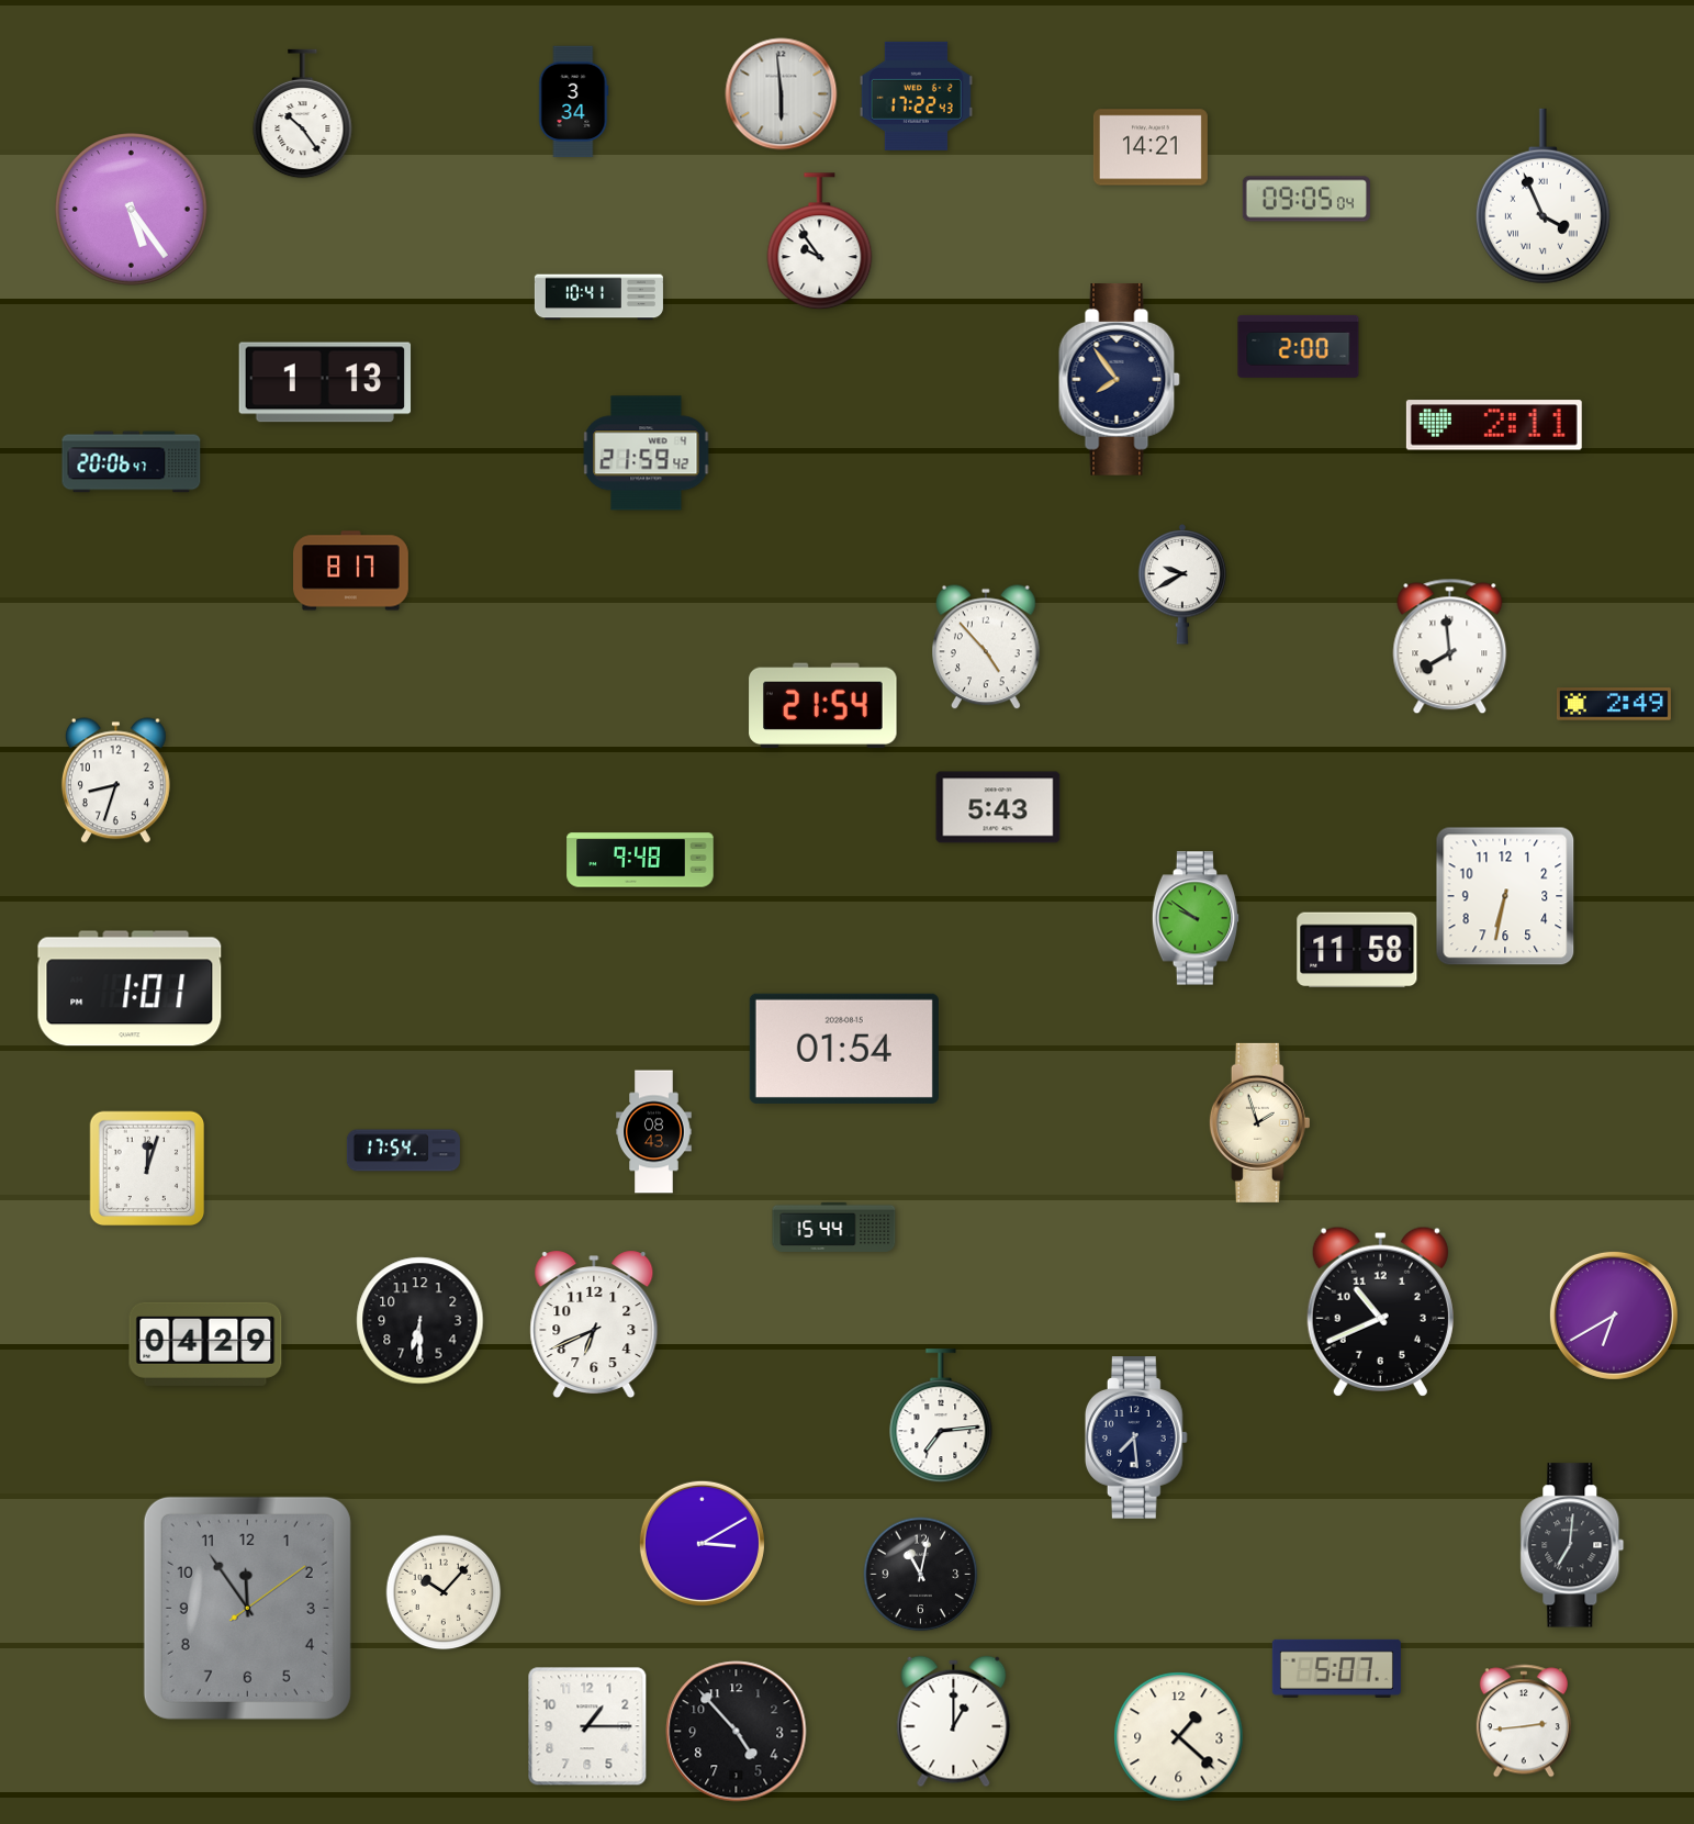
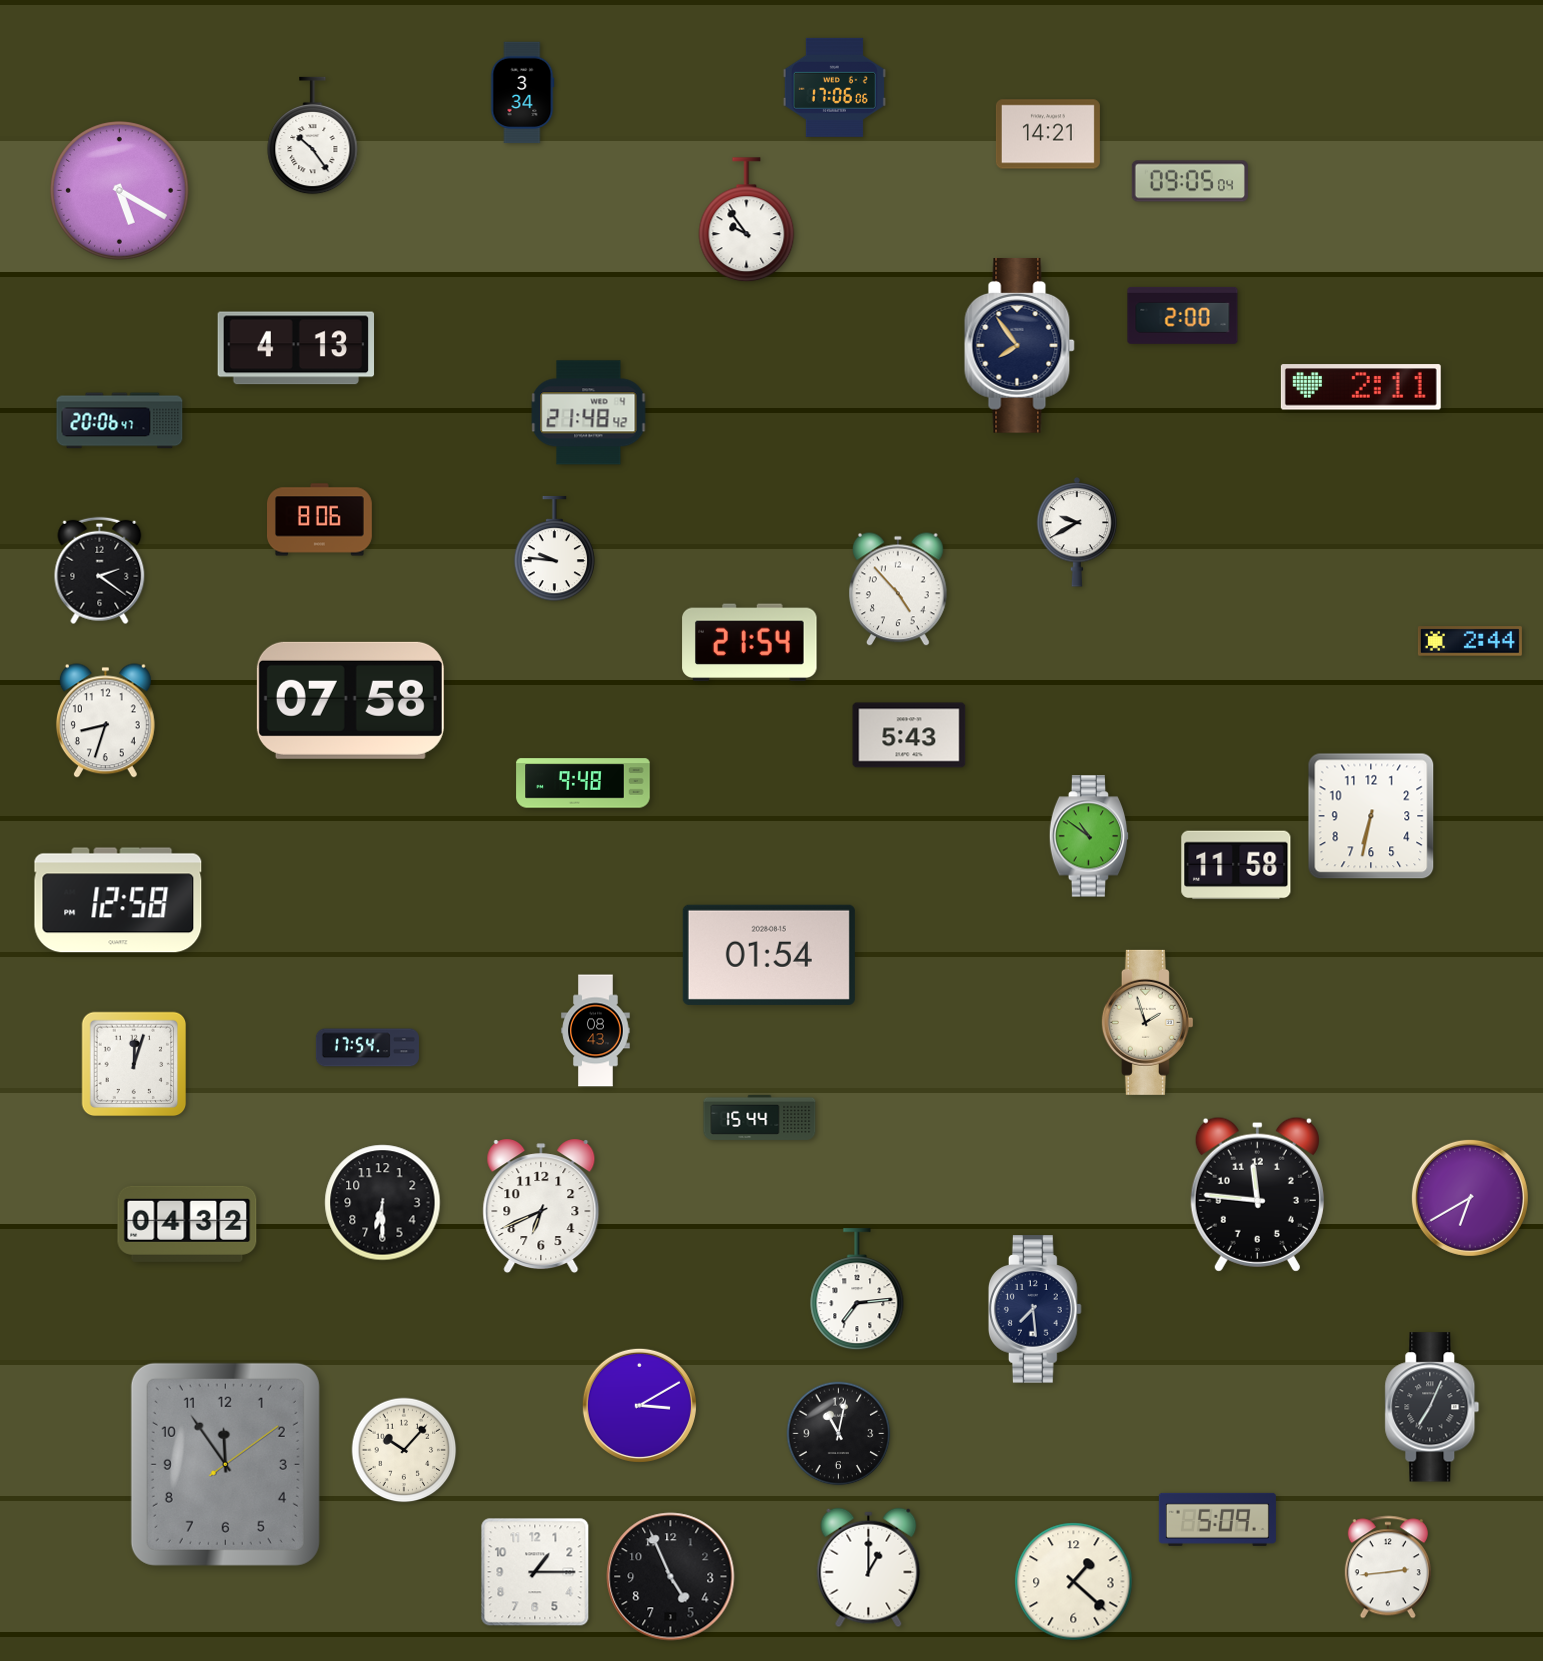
clock at (782, 94): 5:59 -> none
clock at (916, 96): 17:22 -> 17:06
clock at (303, 114) position: (303, 114) -> (313, 136)
clock at (1542, 197): 3:56 -> none
clock at (132, 210): 5:24 -> 5:20
clock at (598, 298): 10:41 -> none
clock at (325, 382): 1:13 -> 4:13
clock at (647, 454): 21:59 -> 21:48
clock at (351, 571): 8:17 -> 8:06
clock at (555, 549): none -> 9:46
clock at (100, 571): none -> 2:21
clock at (1450, 647): 7:59 -> none
clock at (1614, 704): 2:49 -> 2:44
clock at (350, 700): none -> 07:58
clock at (115, 781) position: (115, 781) -> (105, 721)
clock at (1196, 918): 9:51 -> 10:51
clock at (130, 988): 1:01 -> 12:58
clock at (1380, 1311): 10:41 -> 11:46
clock at (205, 1344): 04:29 -> 04:32
clock at (1572, 1545): 7:01 -> 7:04
clock at (1336, 1668): 5:07 -> 5:09
clock at (737, 1732): 4:53 -> 4:56
